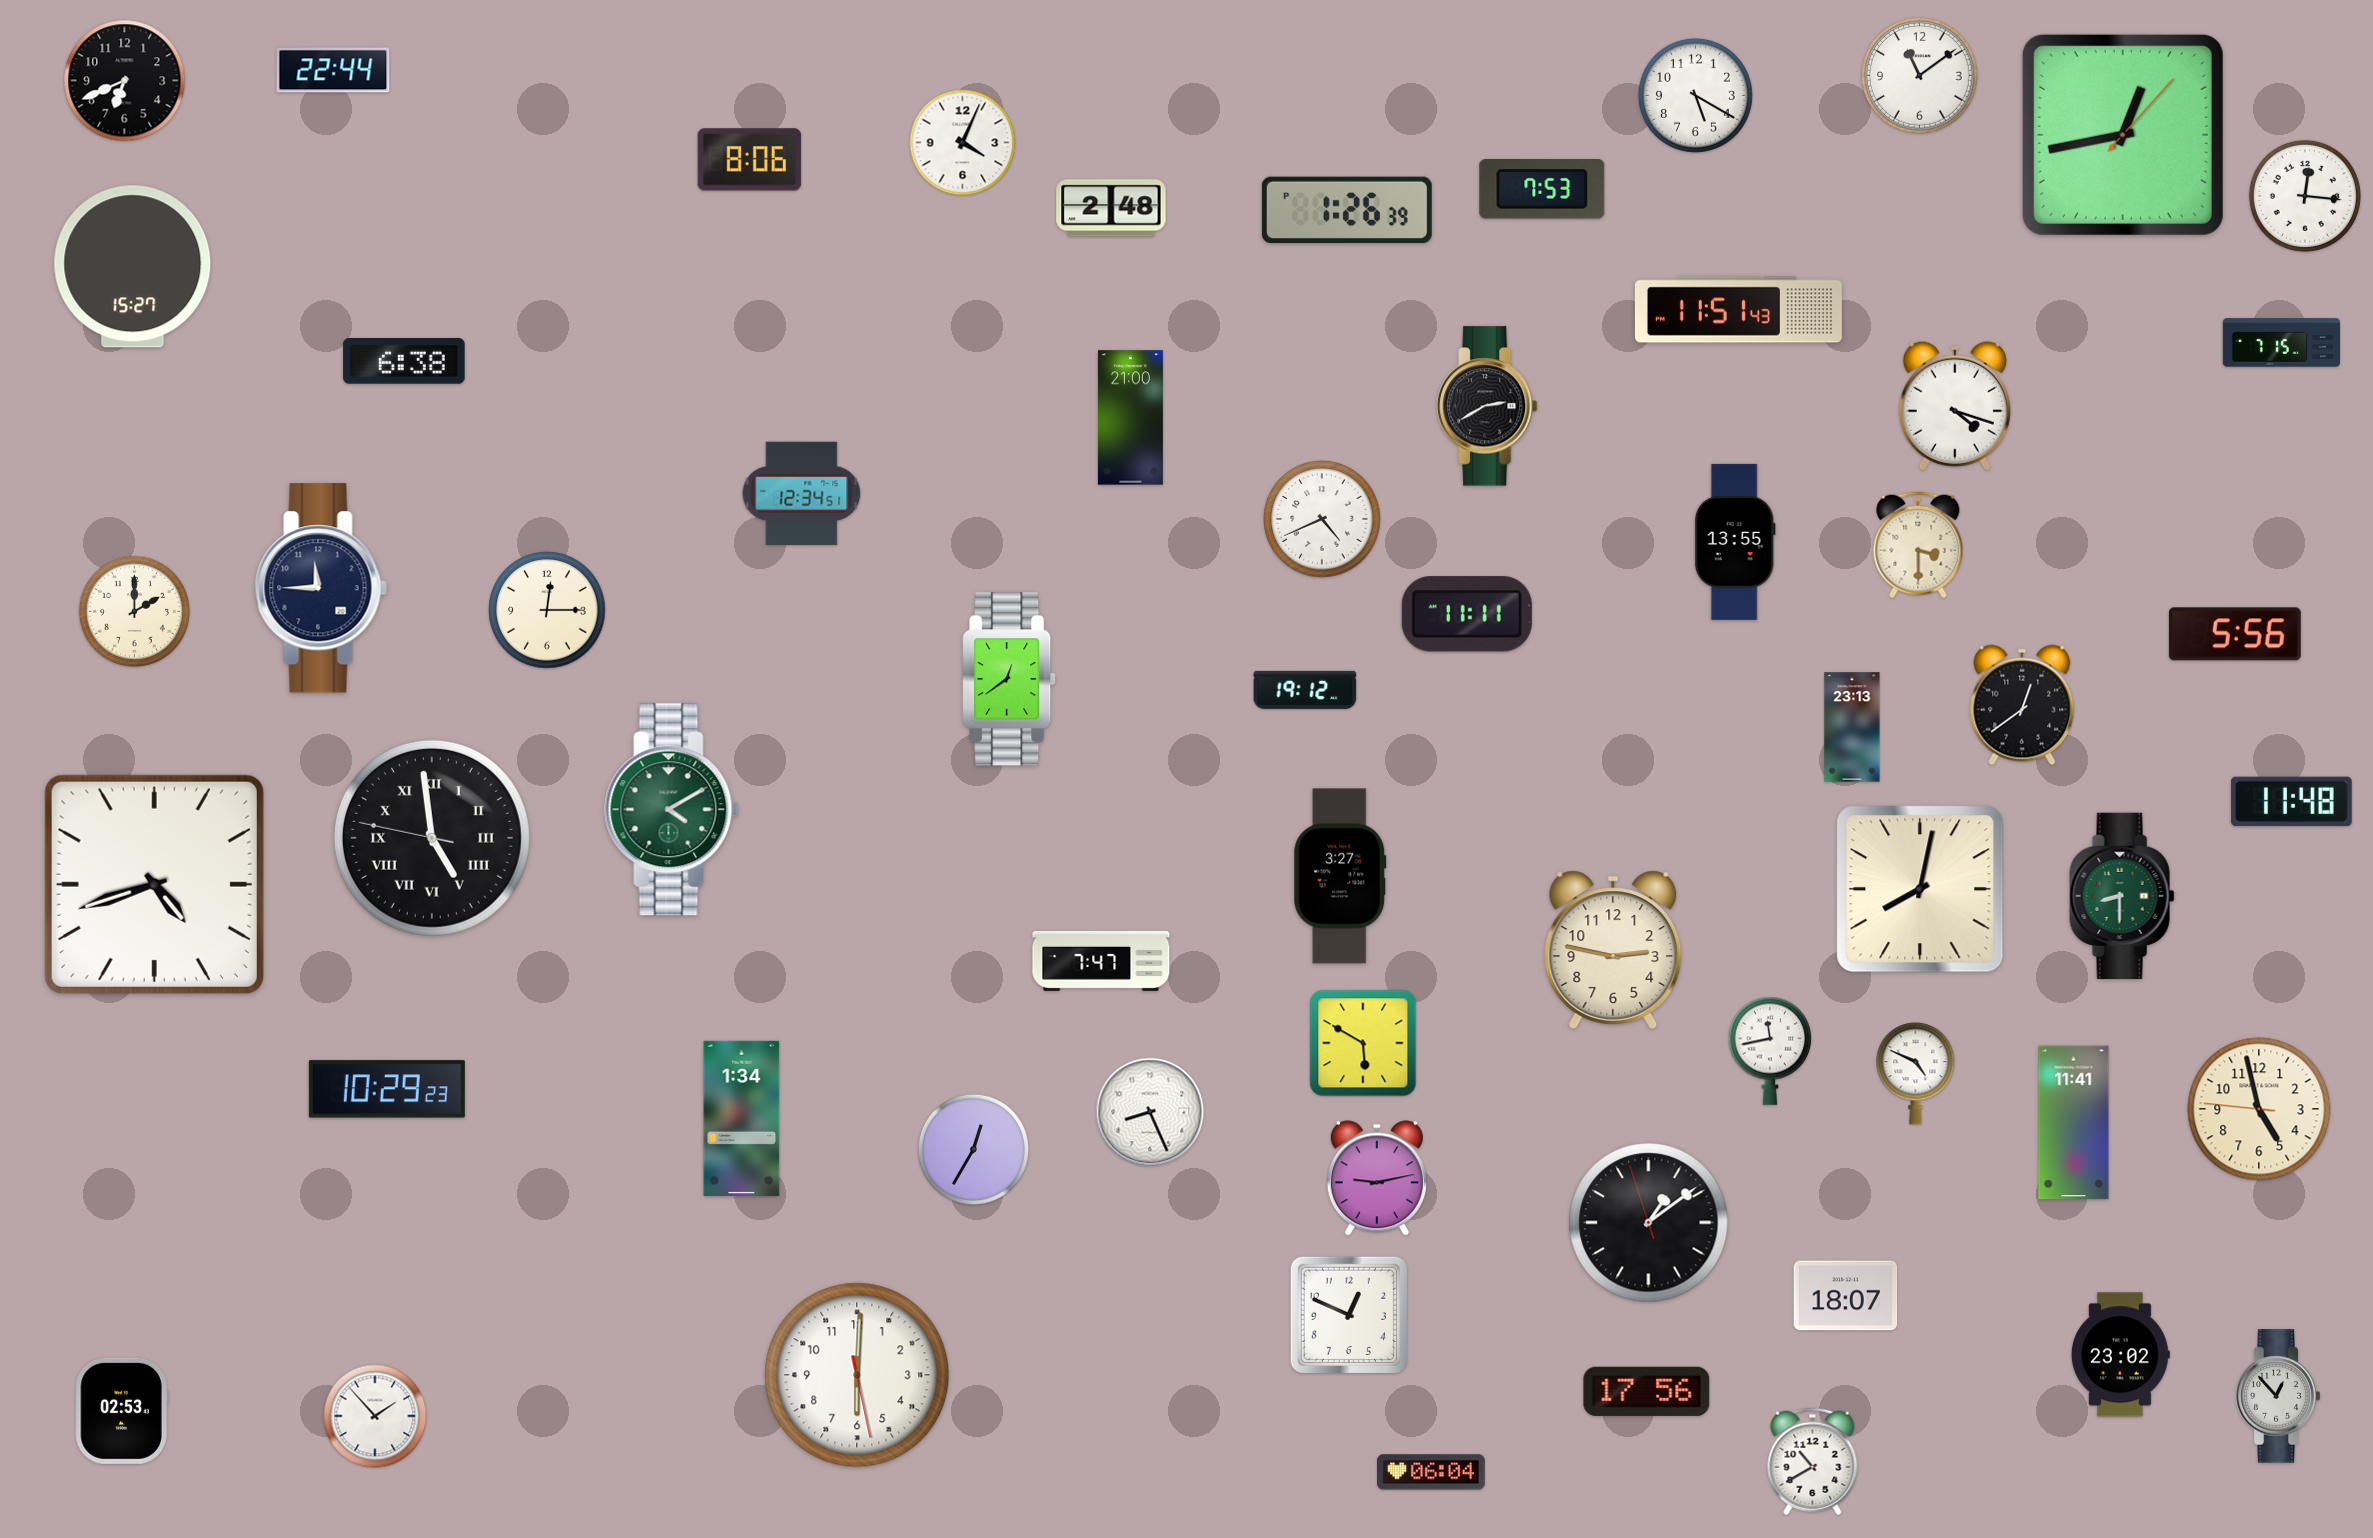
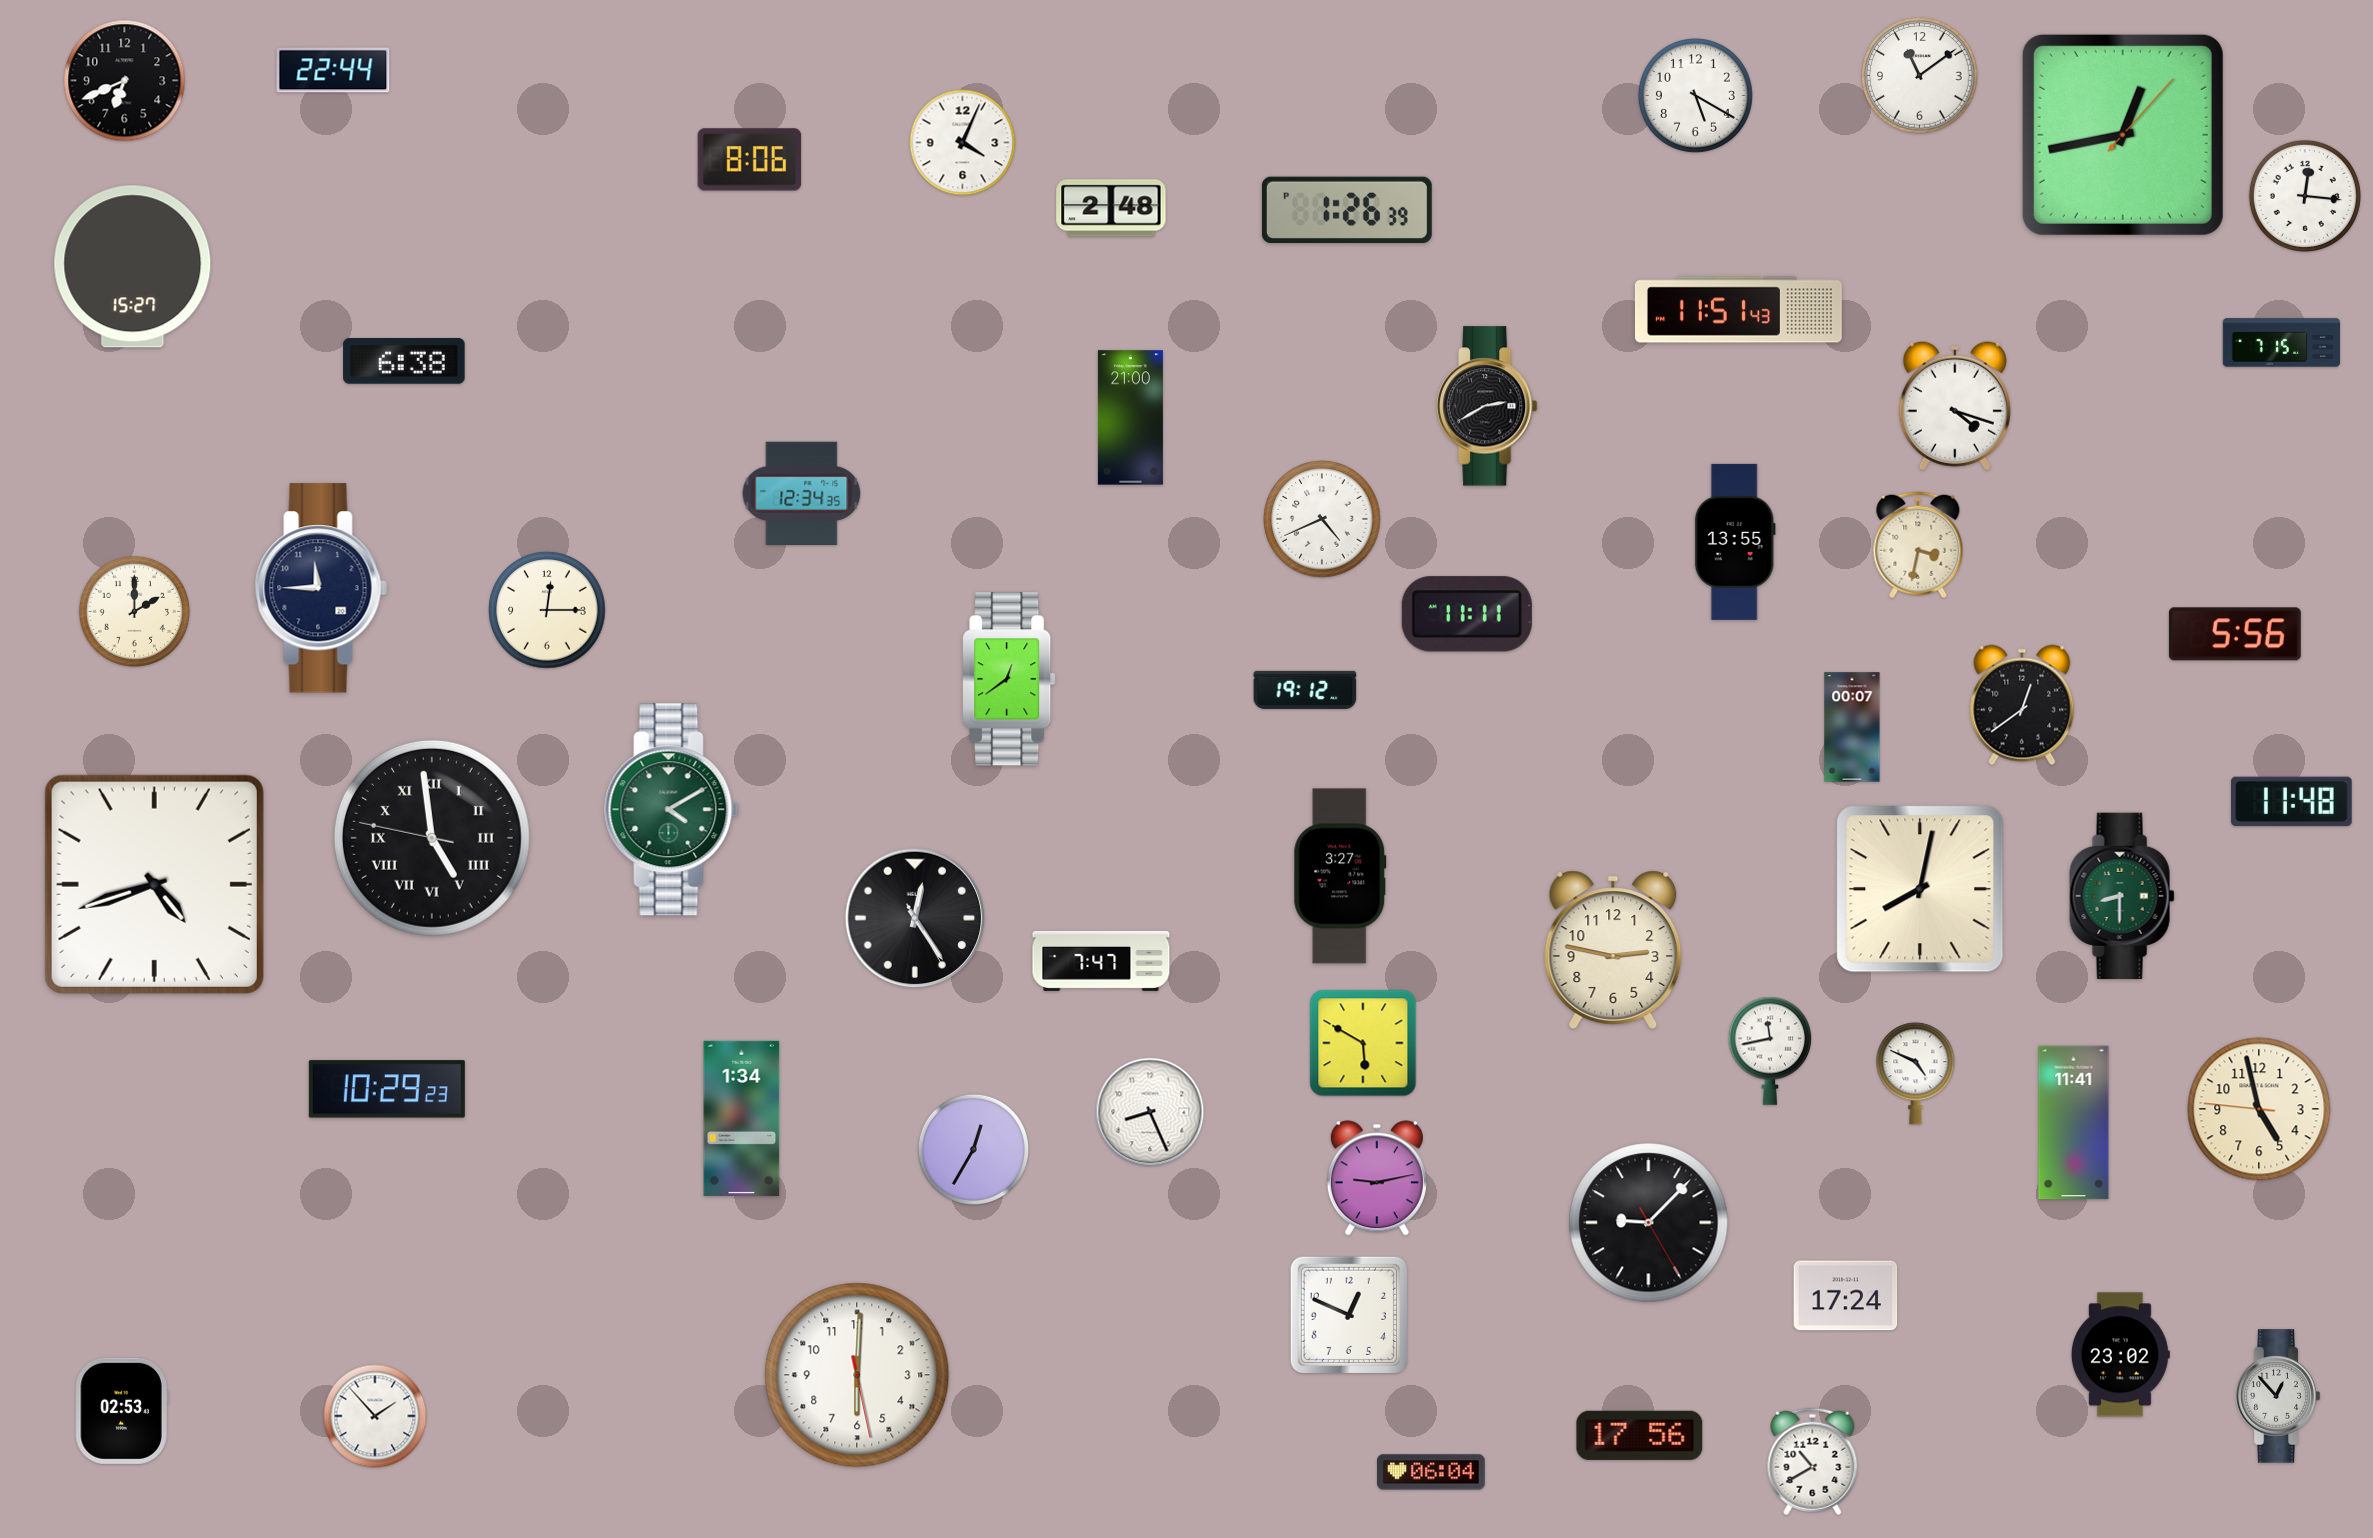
clock at (1542, 190): 7:53 -> none
clock at (802, 493): 12:34:51 -> 12:34:35
clock at (1918, 545): 3:30 -> 3:32
clock at (1852, 727): 23:13 -> 00:07
clock at (915, 918): none -> 12:24
clock at (1649, 1223): 1:08 -> 9:07
clock at (1846, 1296): 18:07 -> 17:24
clock at (1647, 1391) position: (1647, 1391) -> (1640, 1435)
